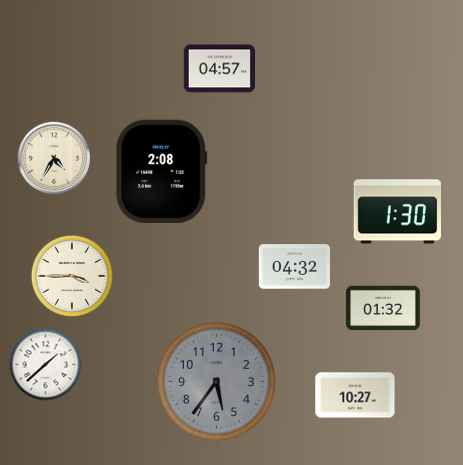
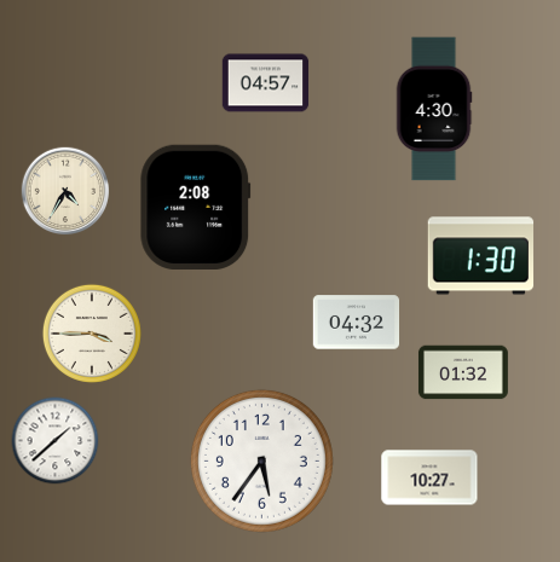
clock at (434, 109): none -> 4:30
clock at (72, 276) position: (72, 276) -> (92, 334)
clock at (216, 381) dial: grey -> white
